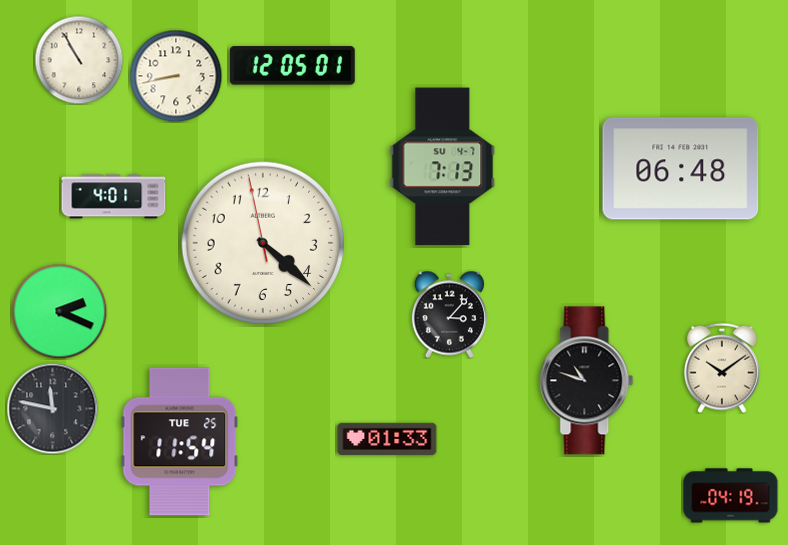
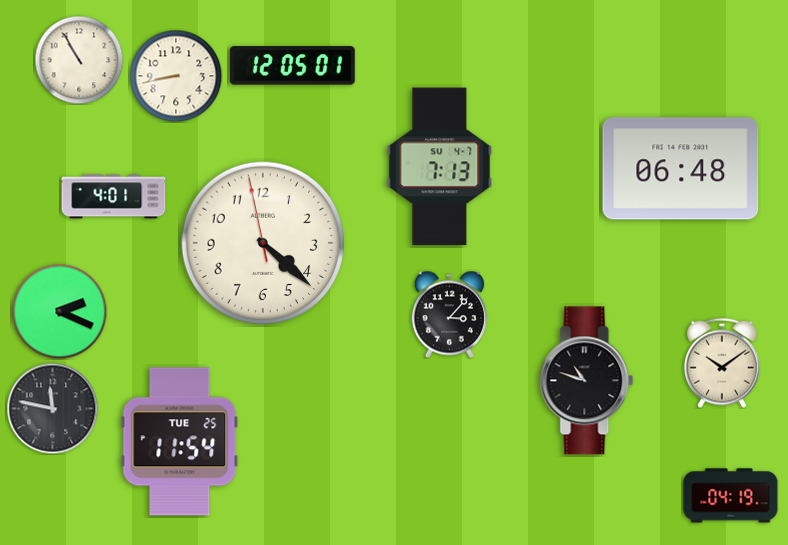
clock at (443, 167) position: (443, 167) -> (440, 167)
clock at (722, 368) position: (722, 368) -> (722, 363)
clock at (387, 439): 01:33 -> none
